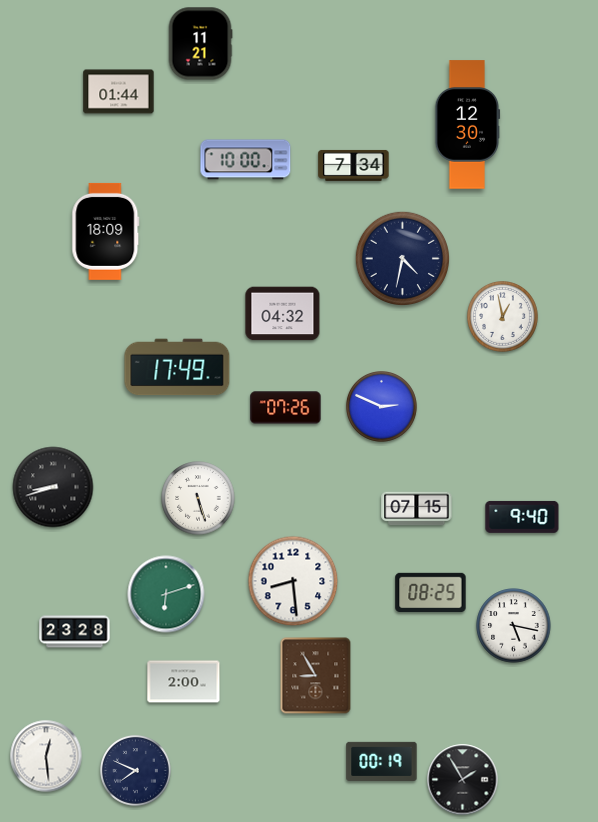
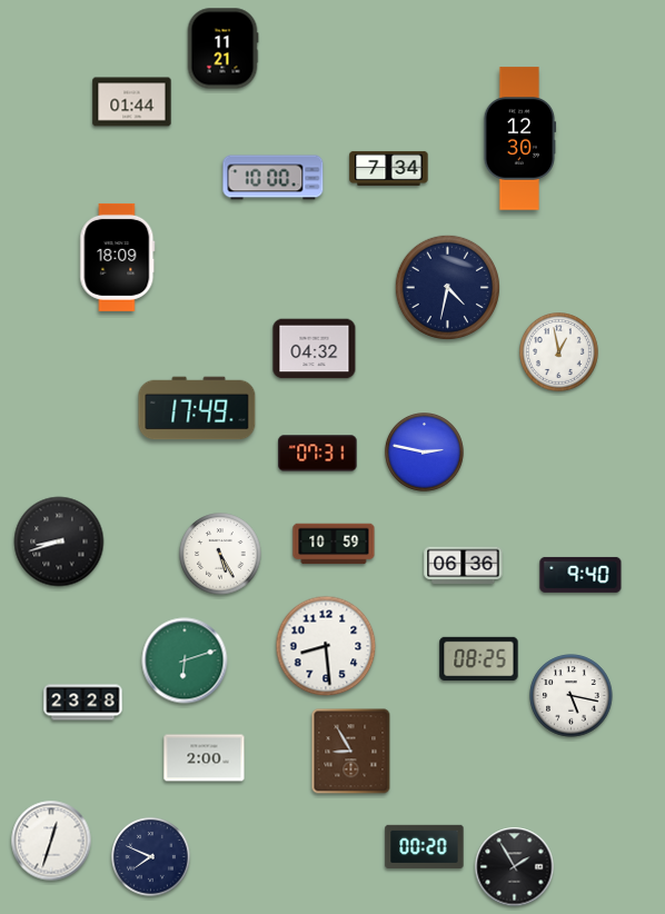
clock at (354, 165) position: (354, 165) -> (389, 168)
clock at (382, 407): 2:49 -> 2:47
clock at (286, 408): 07:26 -> 07:31
clock at (334, 544): none -> 10:59
clock at (198, 498): 5:27 -> 5:25
clock at (417, 509): 07:15 -> 06:36
clock at (46, 756): 12:29 -> 12:33
clock at (382, 761): 00:19 -> 00:20
